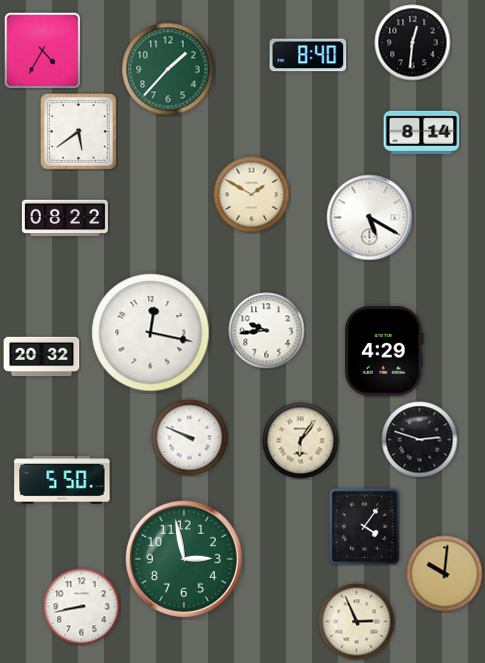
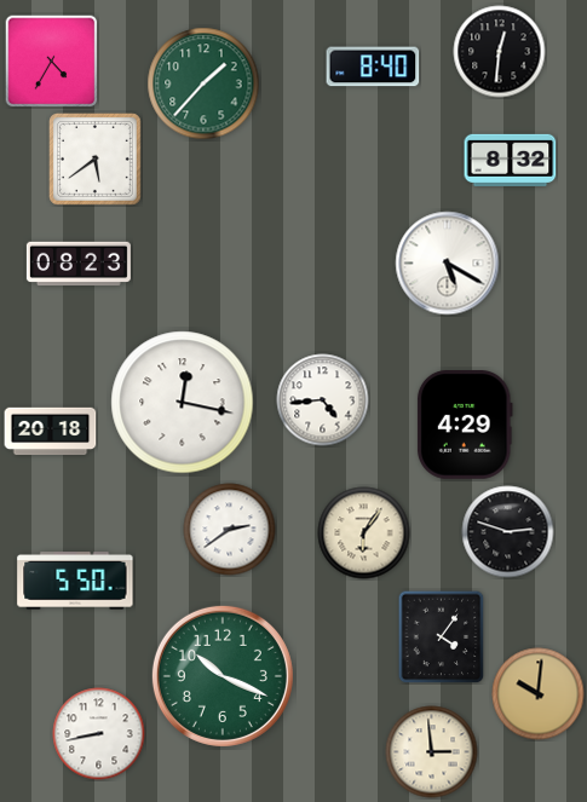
clock at (422, 132): 8:14 -> 8:32
clock at (252, 195): 1:50 -> none
clock at (65, 218): 08:22 -> 08:23
clock at (267, 331): 9:44 -> 4:44
clock at (42, 357): 20:32 -> 20:18
clock at (190, 438): 9:49 -> 2:39
clock at (184, 559): 2:58 -> 10:19
clock at (357, 622): 2:56 -> 2:59
